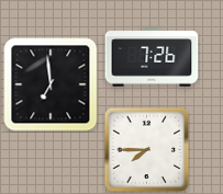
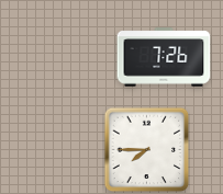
clock at (152, 57) position: (152, 57) -> (164, 57)
clock at (51, 84): 6:59 -> none
